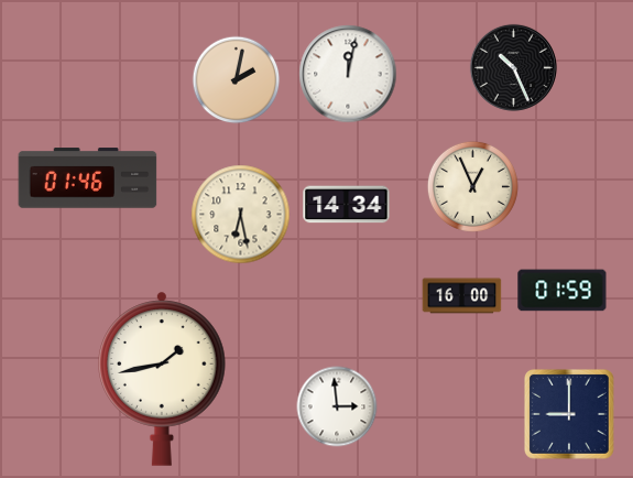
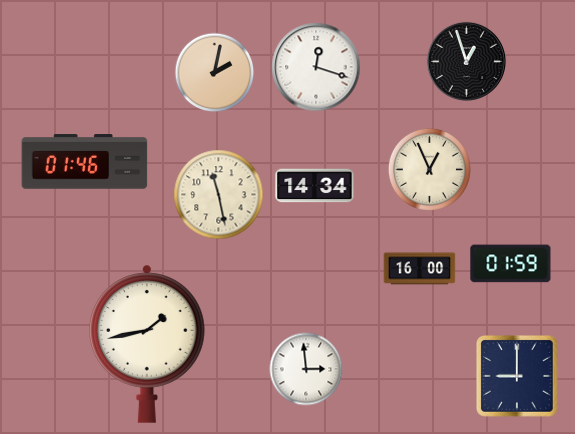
clock at (513, 67): 10:26 -> 12:57
clock at (348, 74): 12:02 -> 12:18
clock at (88, 178) position: (88, 178) -> (85, 162)
clock at (241, 215): 6:28 -> 11:28
